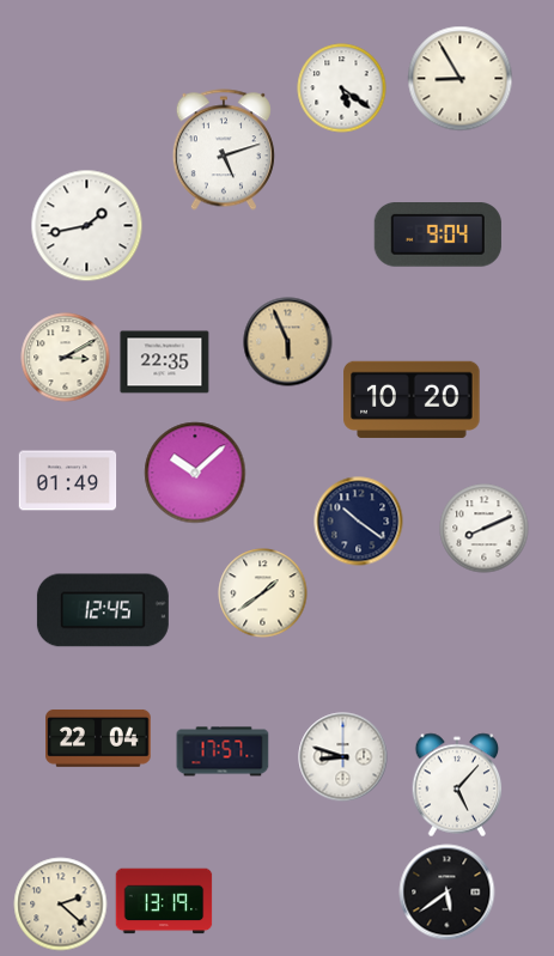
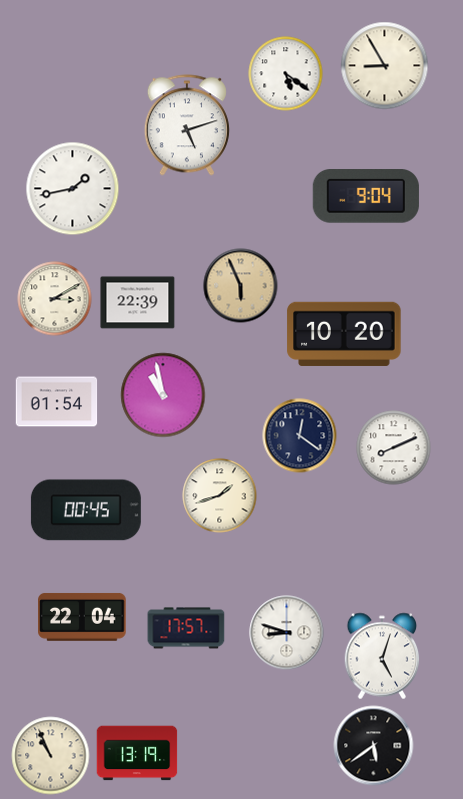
clock at (165, 363): 22:35 -> 22:39
clock at (195, 473): 10:08 -> 10:58
clock at (68, 481): 01:49 -> 01:54
clock at (359, 522): 10:21 -> 12:21
clock at (485, 529) position: (485, 529) -> (394, 448)
clock at (263, 593): 1:39 -> 1:42
clock at (103, 610): 12:45 -> 00:45
clock at (457, 785): 5:07 -> 5:03
clock at (61, 905): 2:22 -> 10:56
